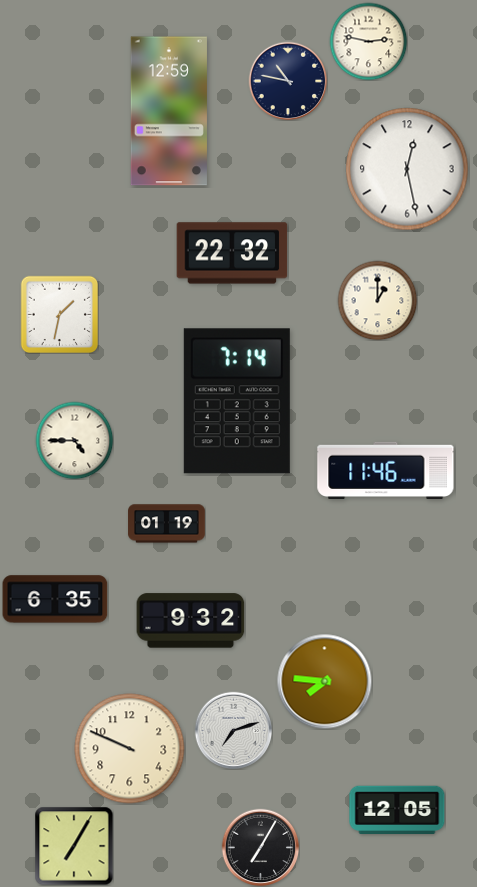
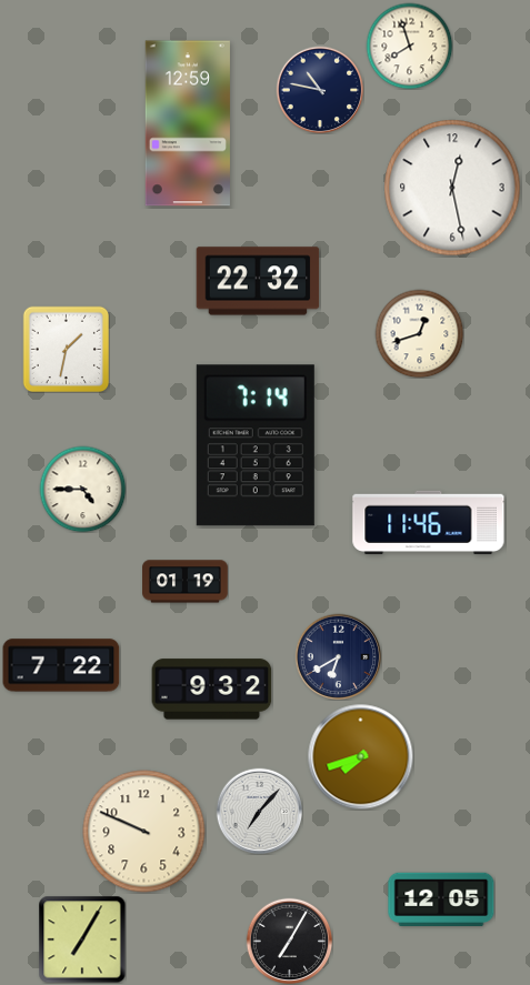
clock at (368, 41): 2:47 -> 7:57
clock at (377, 300): 1:00 -> 12:42
clock at (237, 401) position: (237, 401) -> (256, 445)
clock at (338, 656): none -> 6:40
clock at (55, 599): 6:35 -> 7:22
clock at (324, 681): 7:46 -> 7:42
clock at (233, 730): 7:12 -> 7:07
